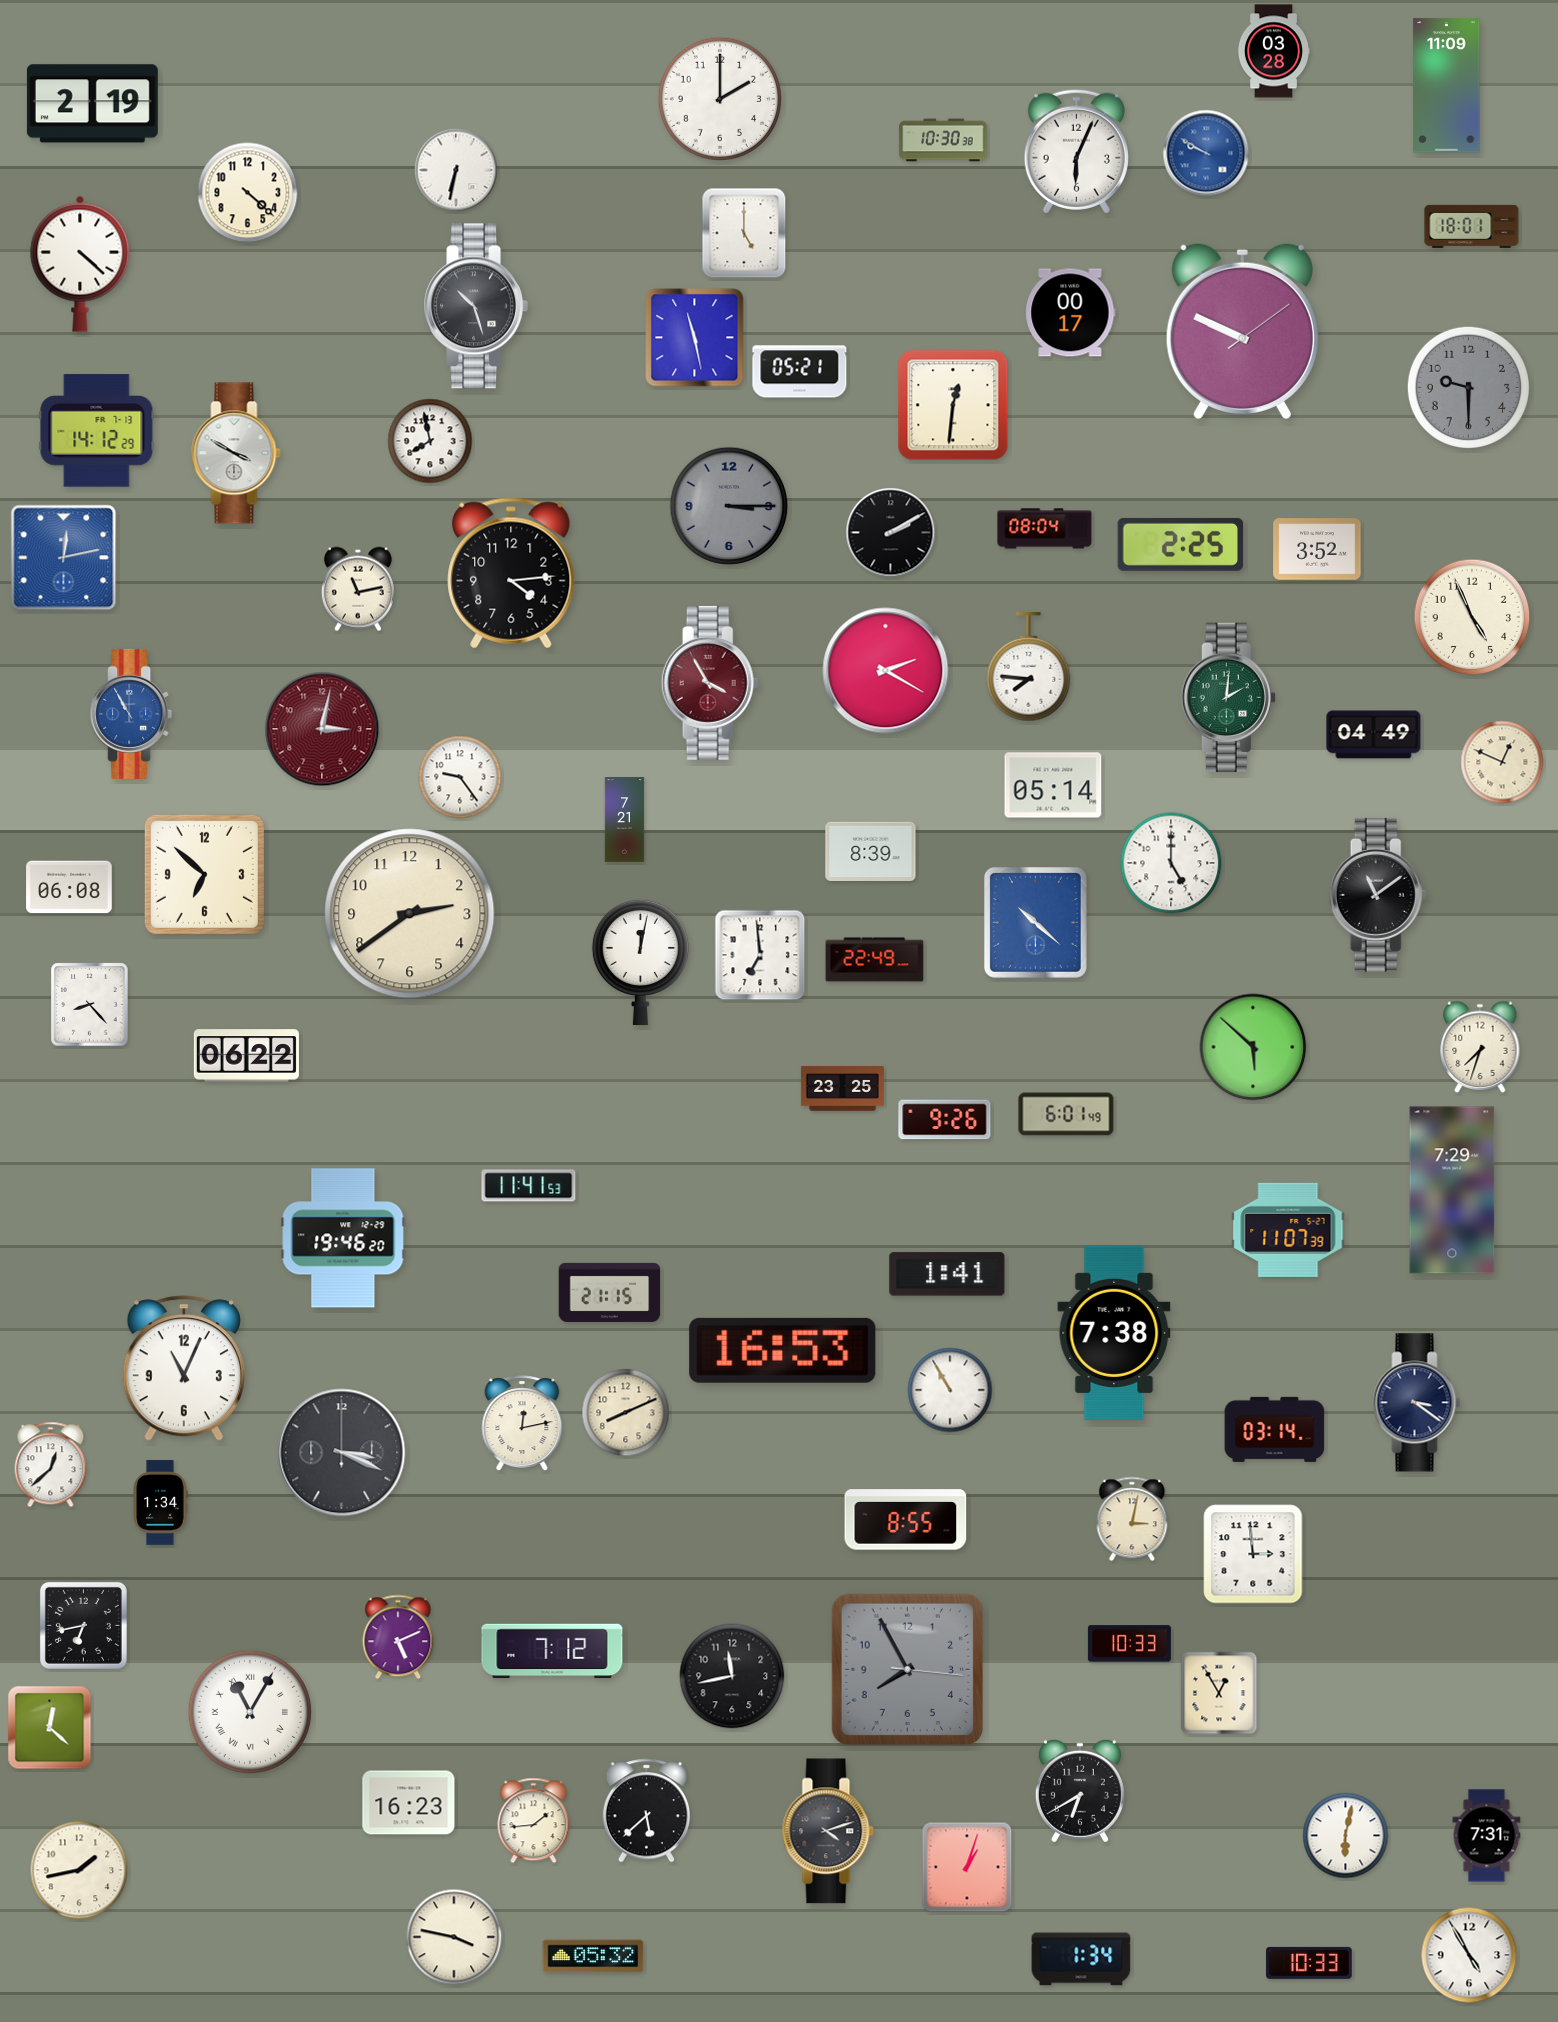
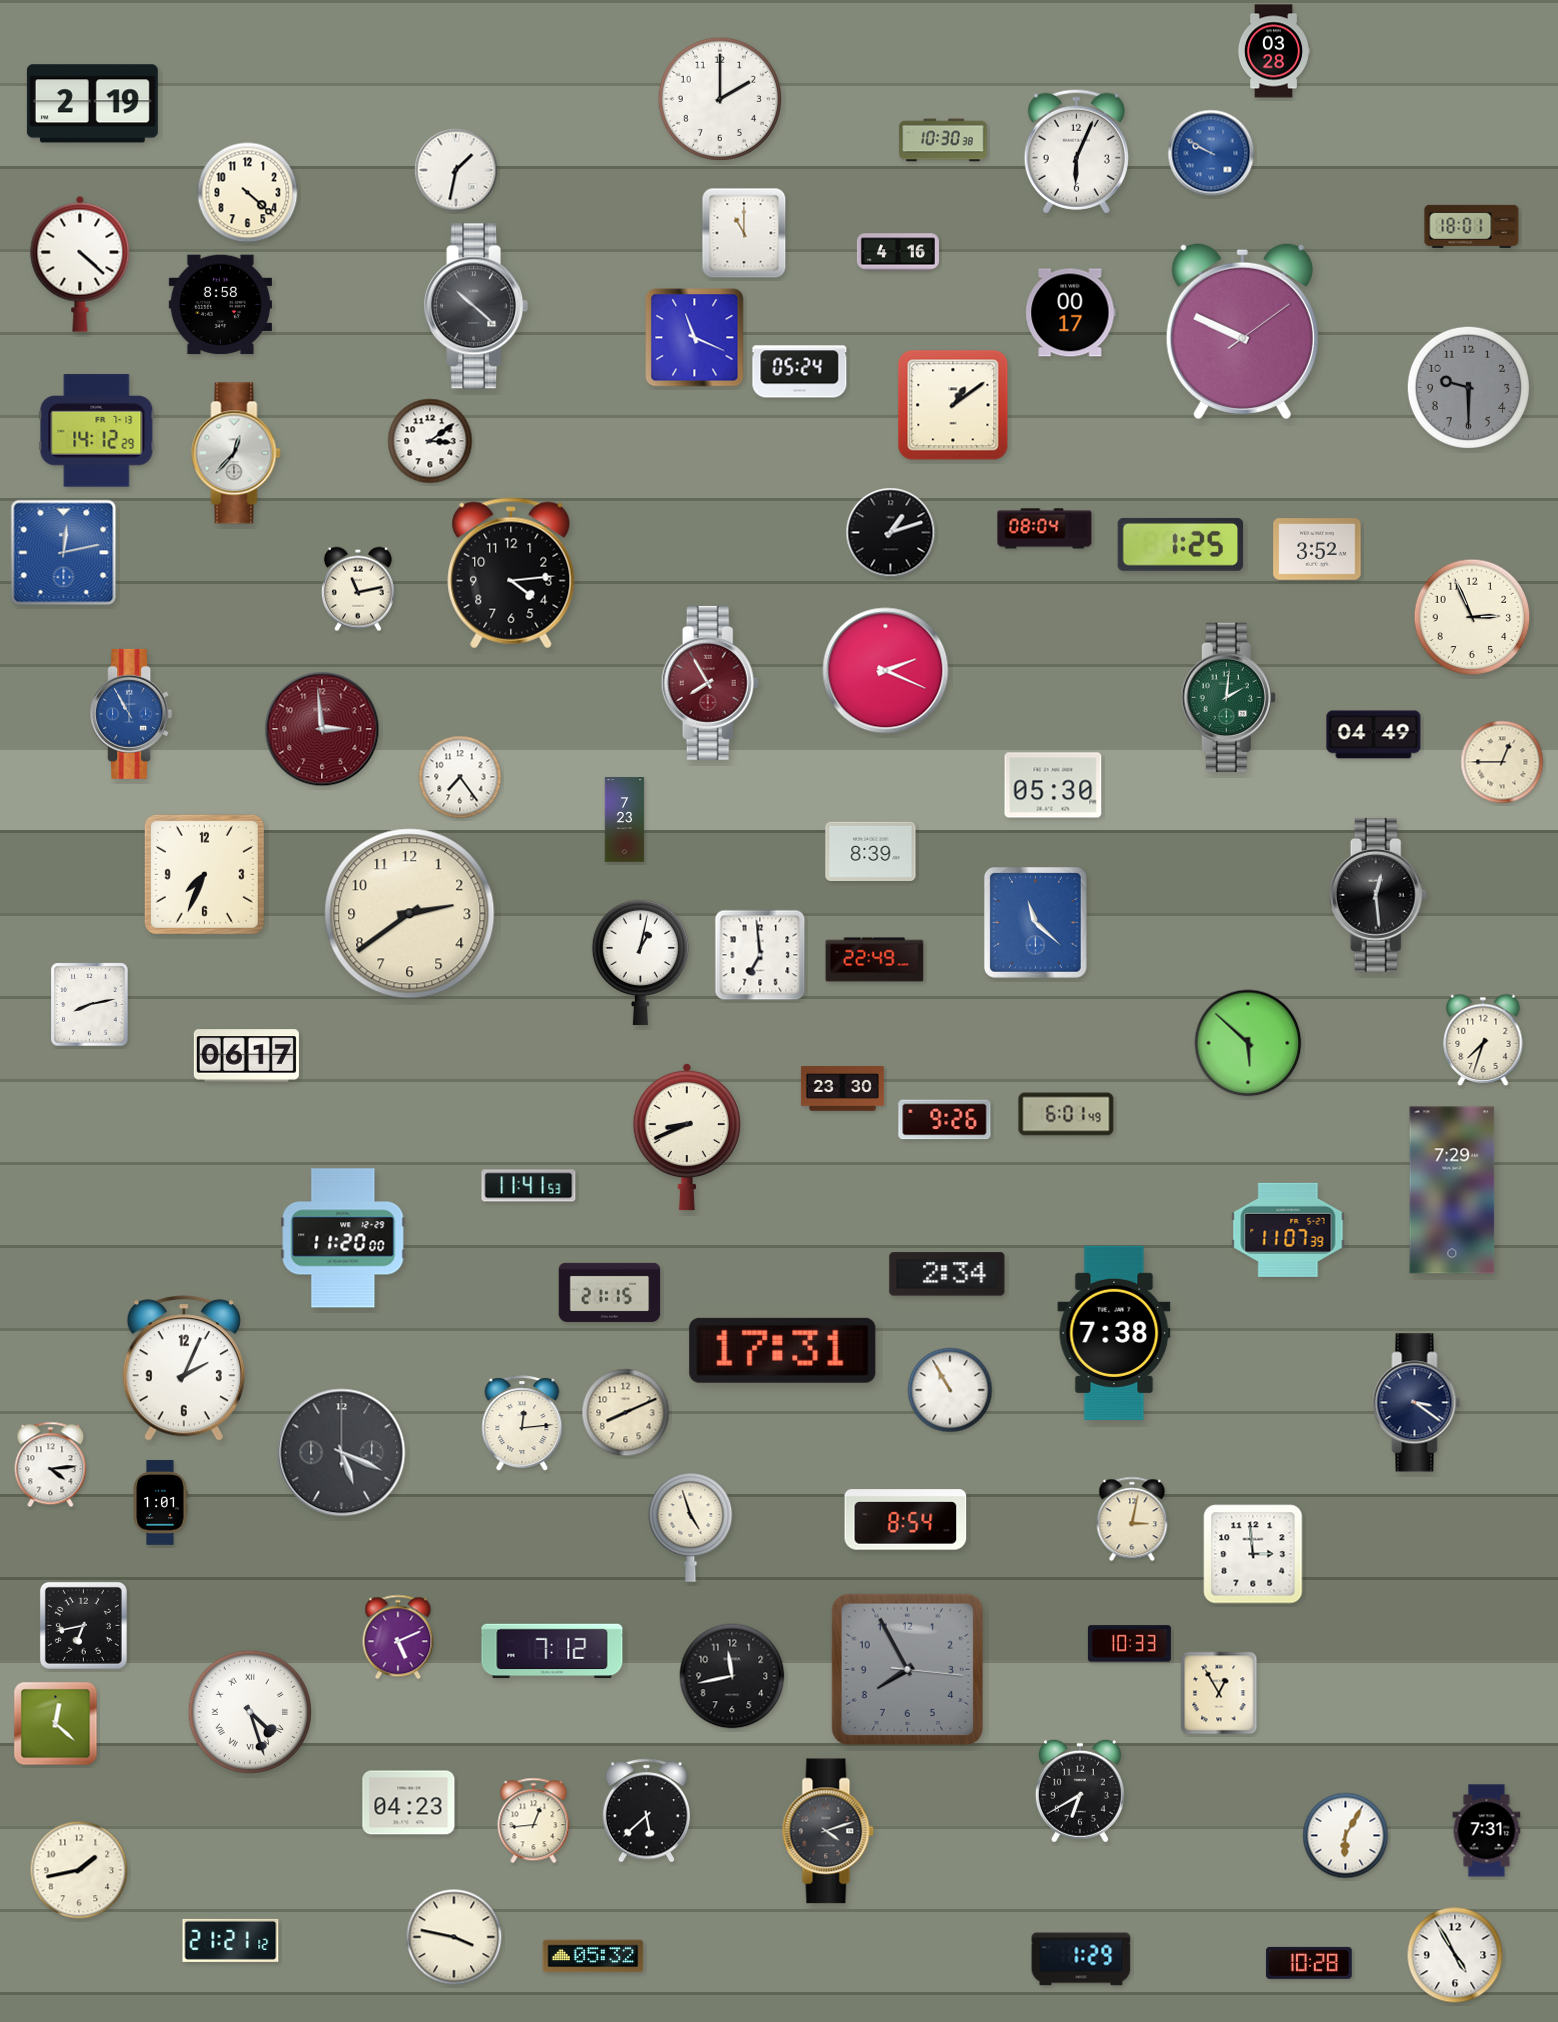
clock at (1447, 86): 11:09 -> none
clock at (1206, 153) position: (1206, 153) -> (1211, 153)
clock at (456, 170): 6:32 -> 1:32
clock at (744, 233): 5:00 -> 11:00
clock at (898, 252): none -> 4:16
clock at (220, 305): none -> 8:58
clock at (476, 306): 10:27 -> 10:22
clock at (695, 338): 11:28 -> 11:19
clock at (800, 372): 05:21 -> 05:24
clock at (953, 405): 12:31 -> 1:09
clock at (430, 441): 7:58 -> 3:09
clock at (236, 453): 3:50 -> 12:37
clock at (729, 506): 3:15 -> none
clock at (891, 533): 2:10 -> 1:12
clock at (1181, 544): 2:25 -> 1:25
clock at (64, 558) position: (64, 558) -> (64, 553)
clock at (1472, 617): 4:56 -> 2:56
clock at (1029, 667): 7:46 -> none
clock at (886, 671): 2:20 -> 2:19
clock at (710, 683): 3:55 -> 7:55
clock at (322, 729): 3:02 -> 2:59
clock at (1502, 762): 12:49 -> 12:45
clock at (460, 777): 9:24 -> 7:24
clock at (1053, 785): 05:14 -> 05:30
clock at (625, 820): 7:21 -> 7:23
clock at (1171, 863): 5:00 -> none
clock at (204, 874): 6:52 -> 7:34
clock at (69, 887): 06:08 -> none
clock at (1378, 895): 11:09 -> 12:29
clock at (1035, 922): 10:22 -> 11:22
clock at (640, 962): 12:02 -> 1:02
clock at (90, 1005): 8:23 -> 8:13
clock at (1253, 1047) position: (1253, 1047) -> (1248, 1043)
clock at (1480, 1047) position: (1480, 1047) -> (1483, 1040)
clock at (246, 1056): 06:22 -> 06:17
clock at (842, 1089): 23:25 -> 23:30
clock at (687, 1137): none -> 8:41
clock at (343, 1238): 19:46 -> 11:20
clock at (947, 1274): 1:41 -> 2:34
clock at (783, 1350): 16:53 -> 17:31
clock at (184, 1368): 11:04 -> 2:04
clock at (522, 1423): 12:13 -> 12:14
clock at (1275, 1429): 03:14 -> none
clock at (342, 1453): 3:19 -> 5:19
clock at (51, 1465): 12:38 -> 4:14
clock at (160, 1503): 1:34 -> 1:01
clock at (906, 1520): 8:55 -> 8:54
clock at (691, 1527): none -> 4:57
clock at (250, 1712): 11:05 -> 4:27
clock at (50, 1728) position: (50, 1728) -> (56, 1724)
clock at (409, 1803): 16:23 -> 04:23
clock at (534, 1821): 1:44 -> 12:44
clock at (1346, 1836): 6:02 -> 6:05
clock at (1487, 1836) position: (1487, 1836) -> (1487, 1831)
clock at (967, 1867): 1:03 -> none
clock at (231, 1940): none -> 21:21
clock at (1469, 1955) position: (1469, 1955) -> (1455, 1955)
clock at (1081, 1959): 1:34 -> 1:29
clock at (1309, 1963): 10:33 -> 10:28
